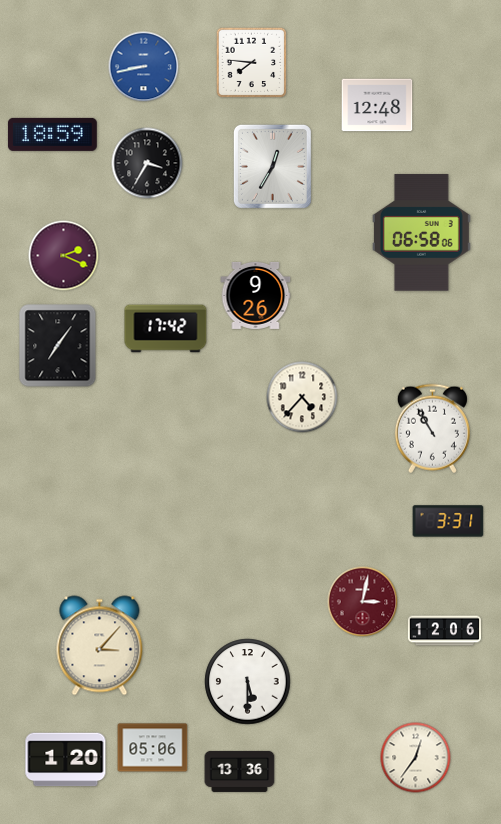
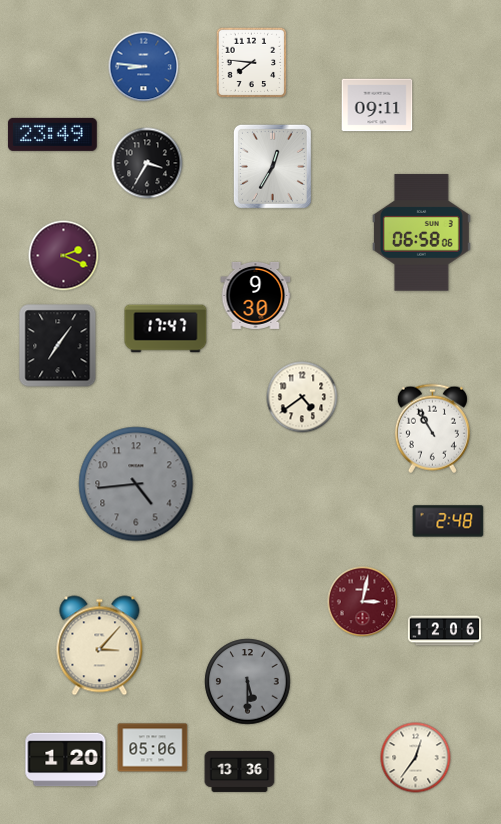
clock at (144, 67): 8:43 -> 8:46
clock at (377, 105): 12:48 -> 09:11
clock at (53, 134): 18:59 -> 23:49
clock at (256, 295): 9:26 -> 9:30
clock at (166, 329): 17:42 -> 17:47
clock at (302, 397): 4:37 -> 4:39
clock at (136, 484): none -> 4:44
clock at (448, 521): 3:31 -> 2:48
clock at (248, 682) dial: white -> grey
